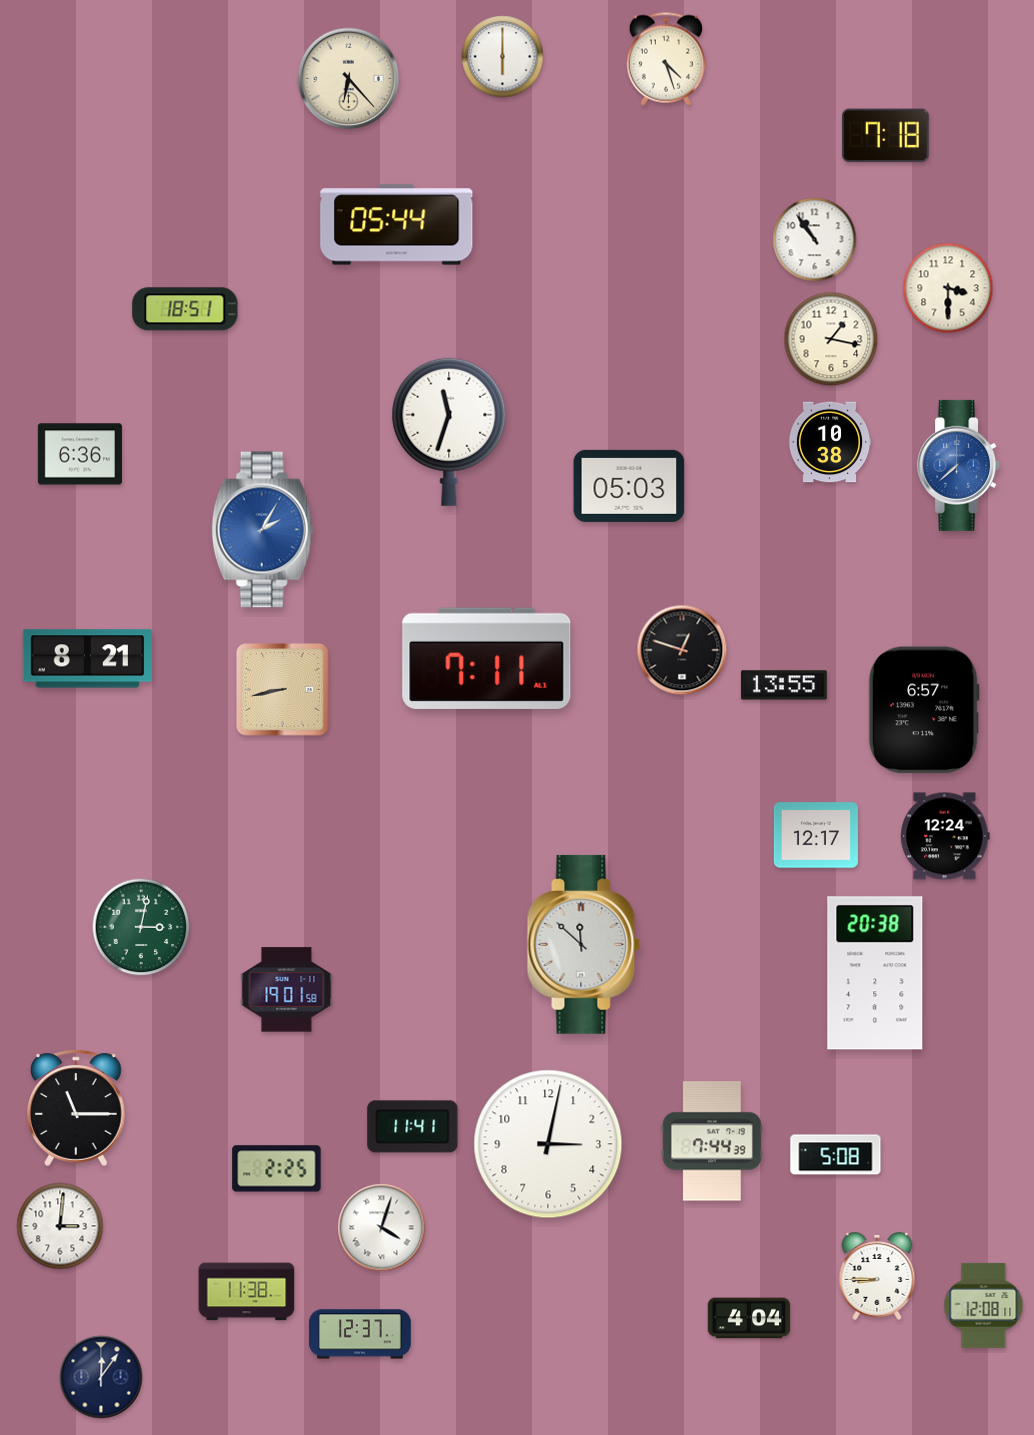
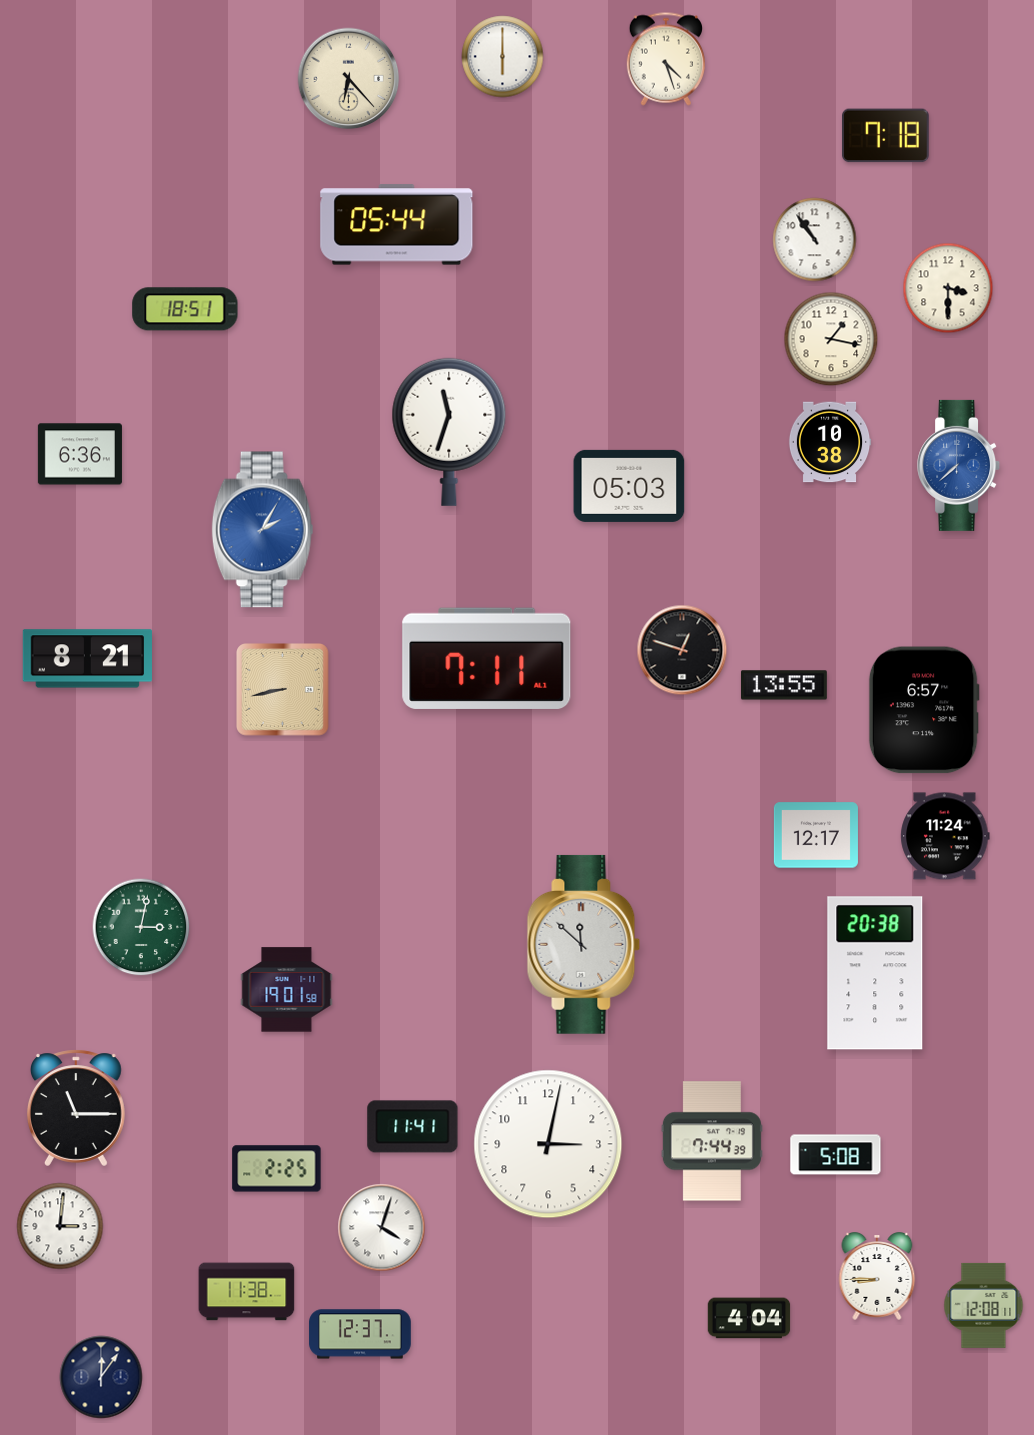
clock at (945, 836): 12:24 -> 11:24
